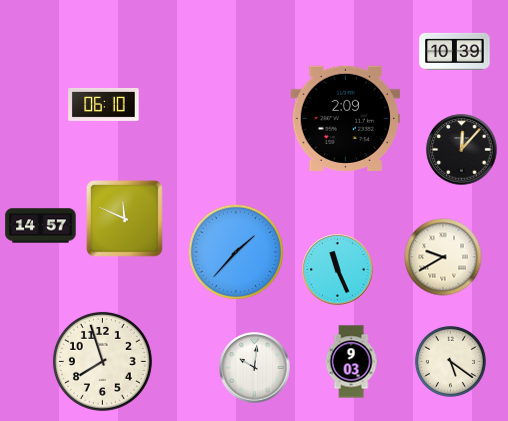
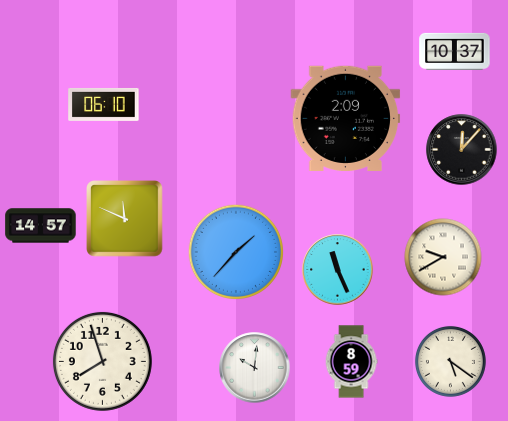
clock at (455, 51): 10:39 -> 10:37
clock at (351, 362): 9:03 -> 8:59
